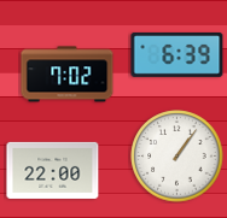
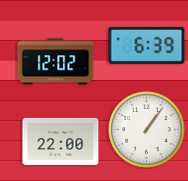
clock at (68, 75): 7:02 -> 12:02
clock at (53, 170) position: (53, 170) -> (61, 141)
